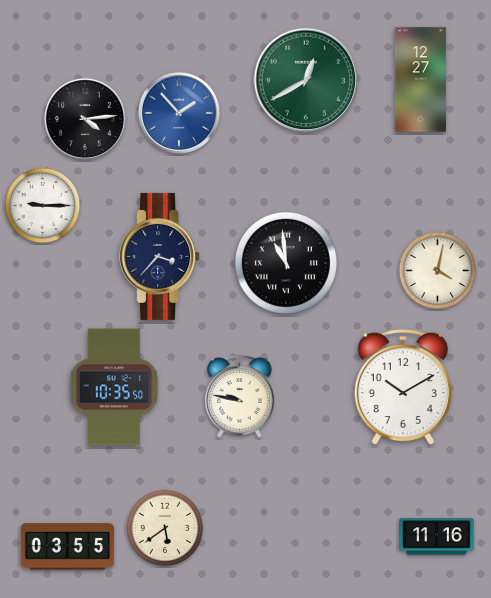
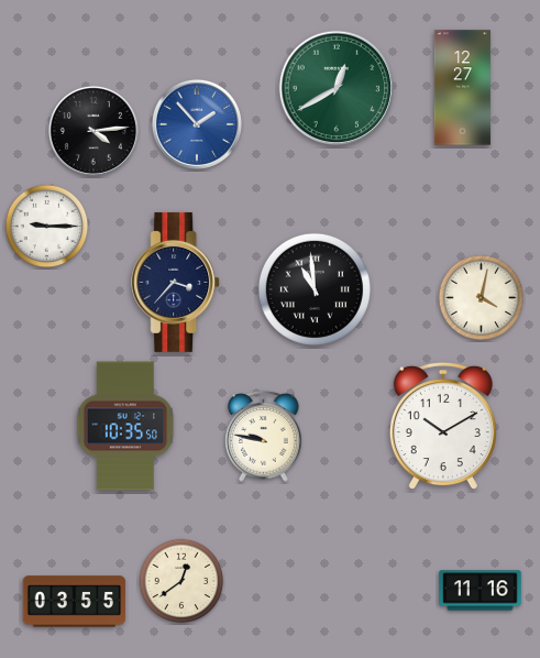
clock at (165, 528): 5:39 -> 12:39
